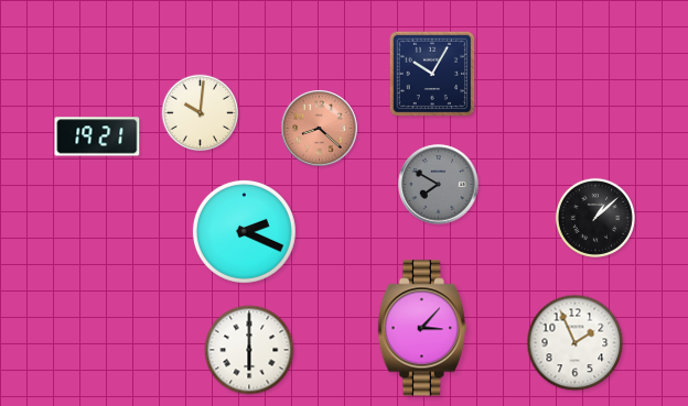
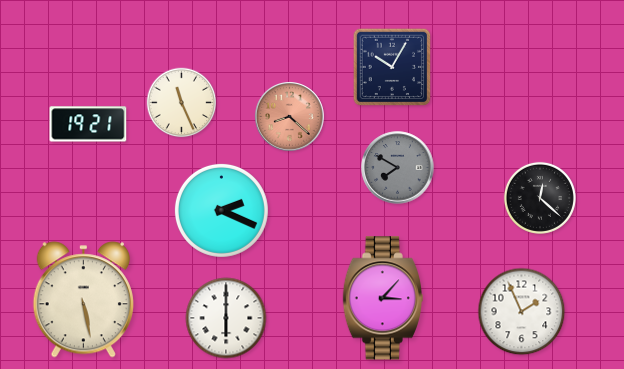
clock at (201, 113): 10:01 -> 11:26
clock at (595, 218): 1:08 -> 12:22
clock at (83, 300): none -> 5:28
